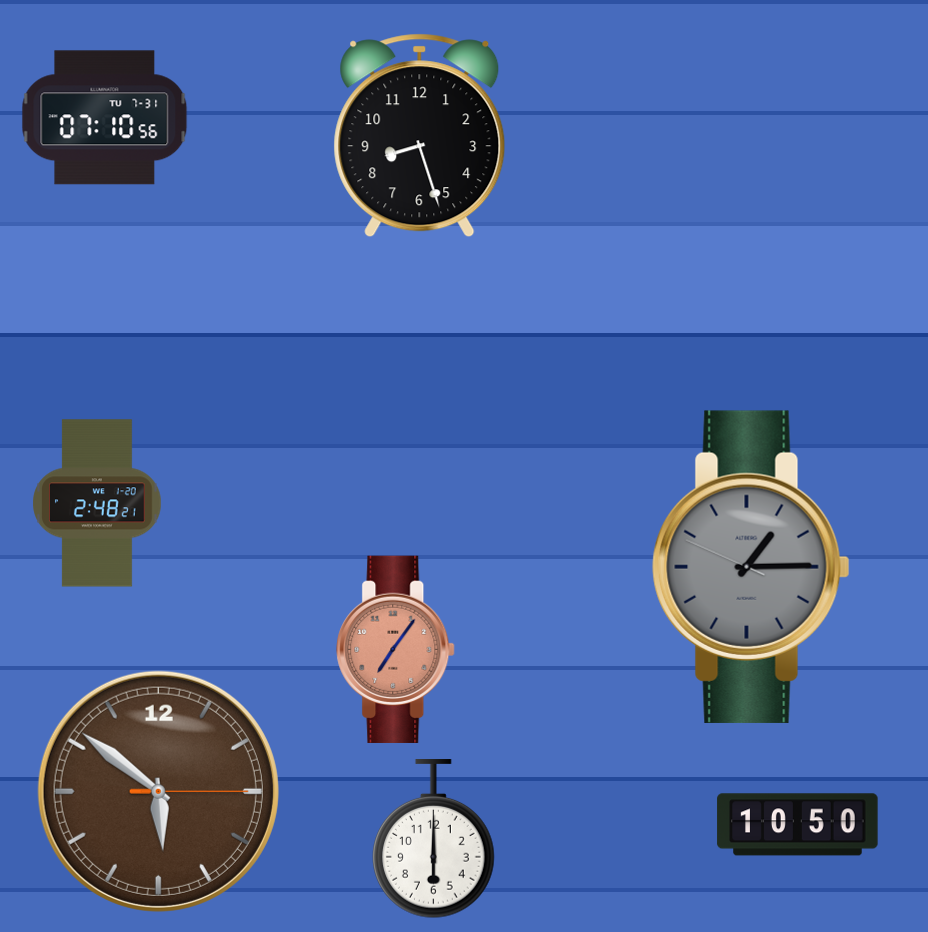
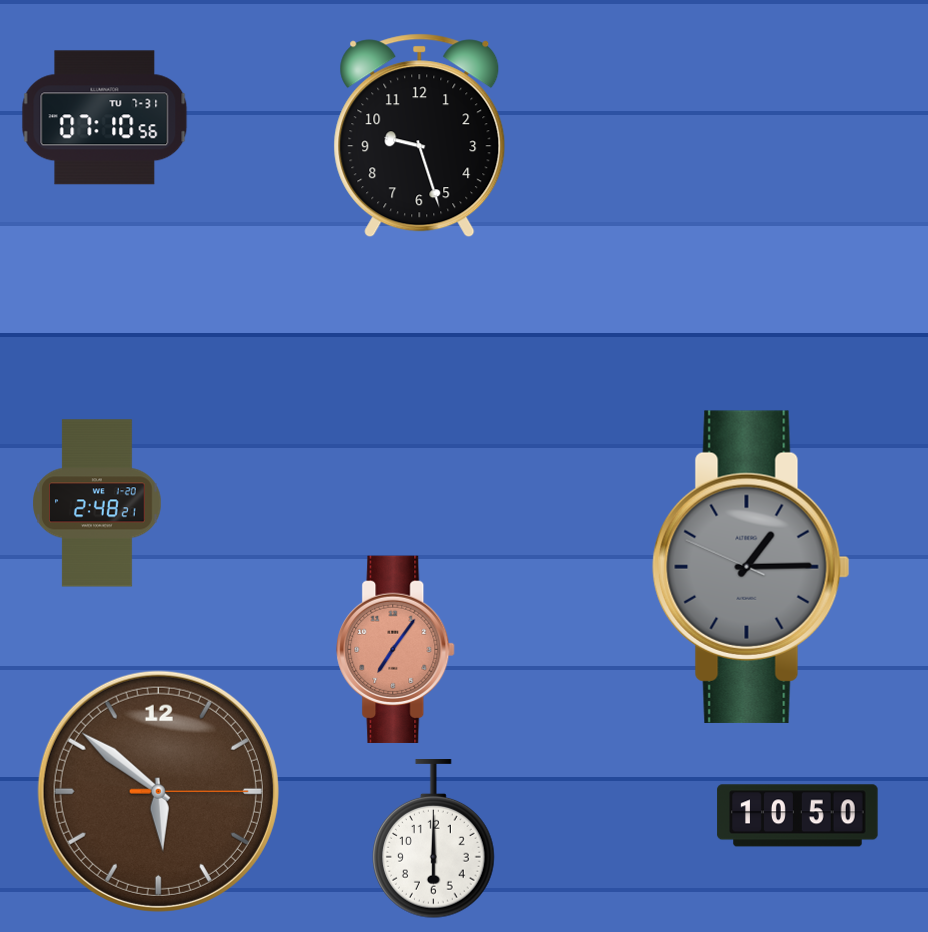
clock at (420, 136): 8:27 -> 9:27
clock at (798, 825) position: (798, 825) -> (798, 816)
